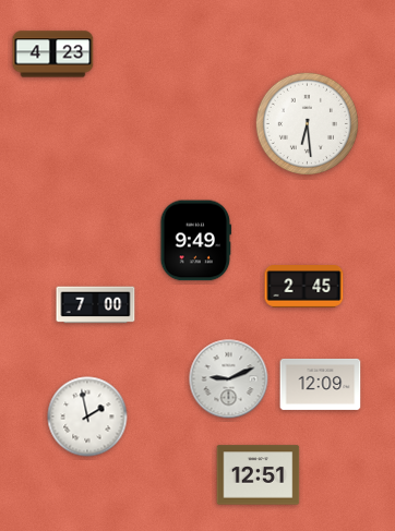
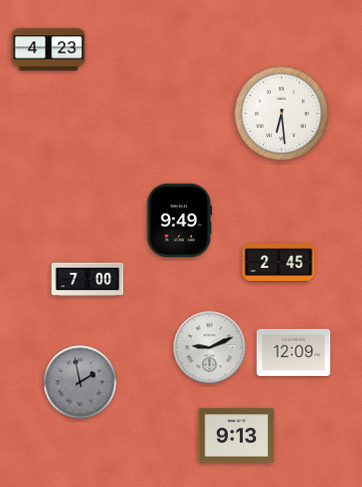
clock at (87, 417) dial: white -> grey
clock at (259, 475): 12:51 -> 9:13
